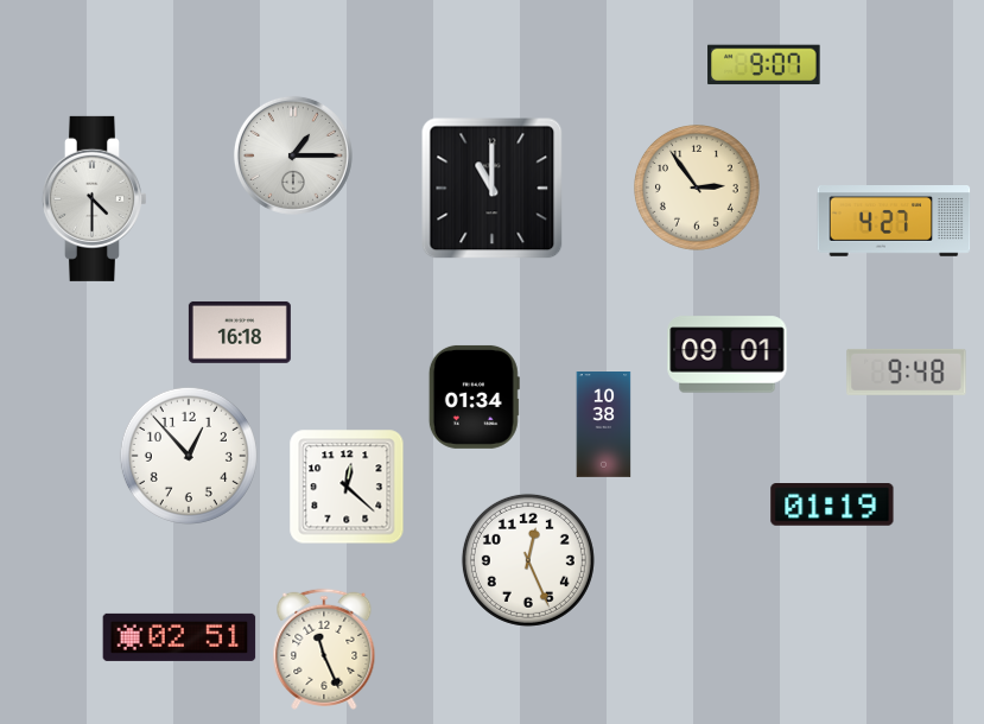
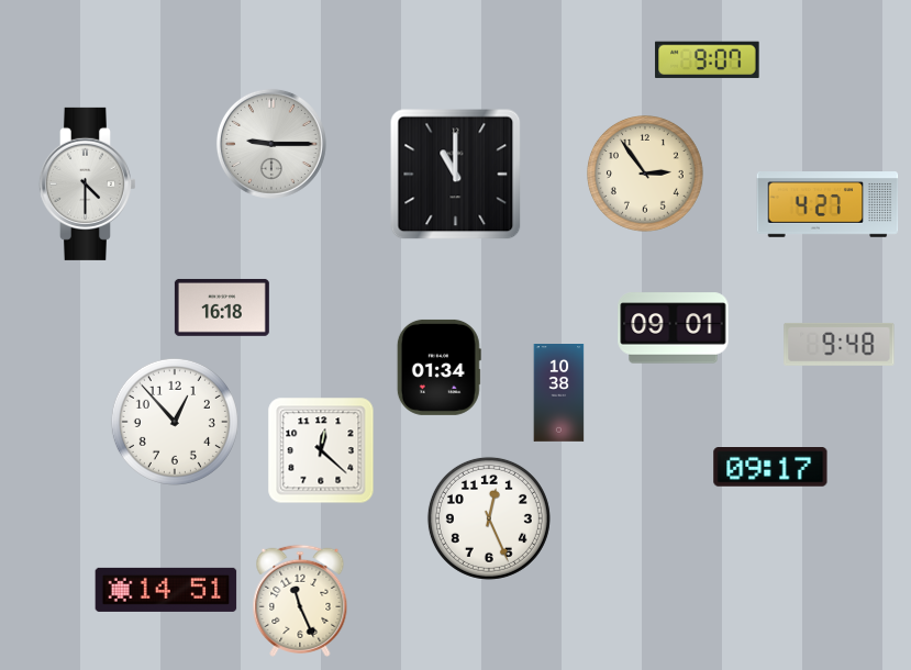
clock at (293, 155): 1:15 -> 9:15
clock at (832, 506): 01:19 -> 09:17
clock at (179, 637): 02:51 -> 14:51
